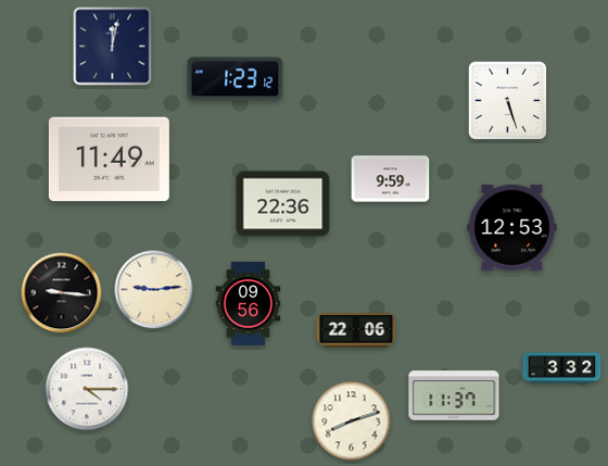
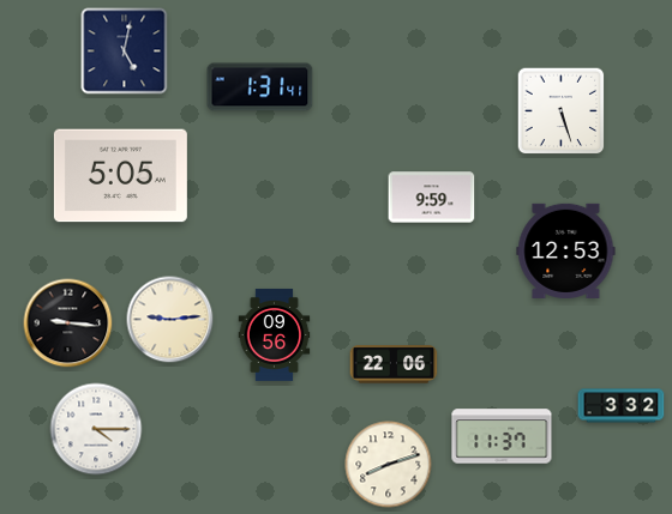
clock at (113, 47): 12:02 -> 5:02
clock at (236, 79): 1:23 -> 1:31
clock at (109, 160): 11:49 -> 5:05
clock at (283, 204): 22:36 -> none
